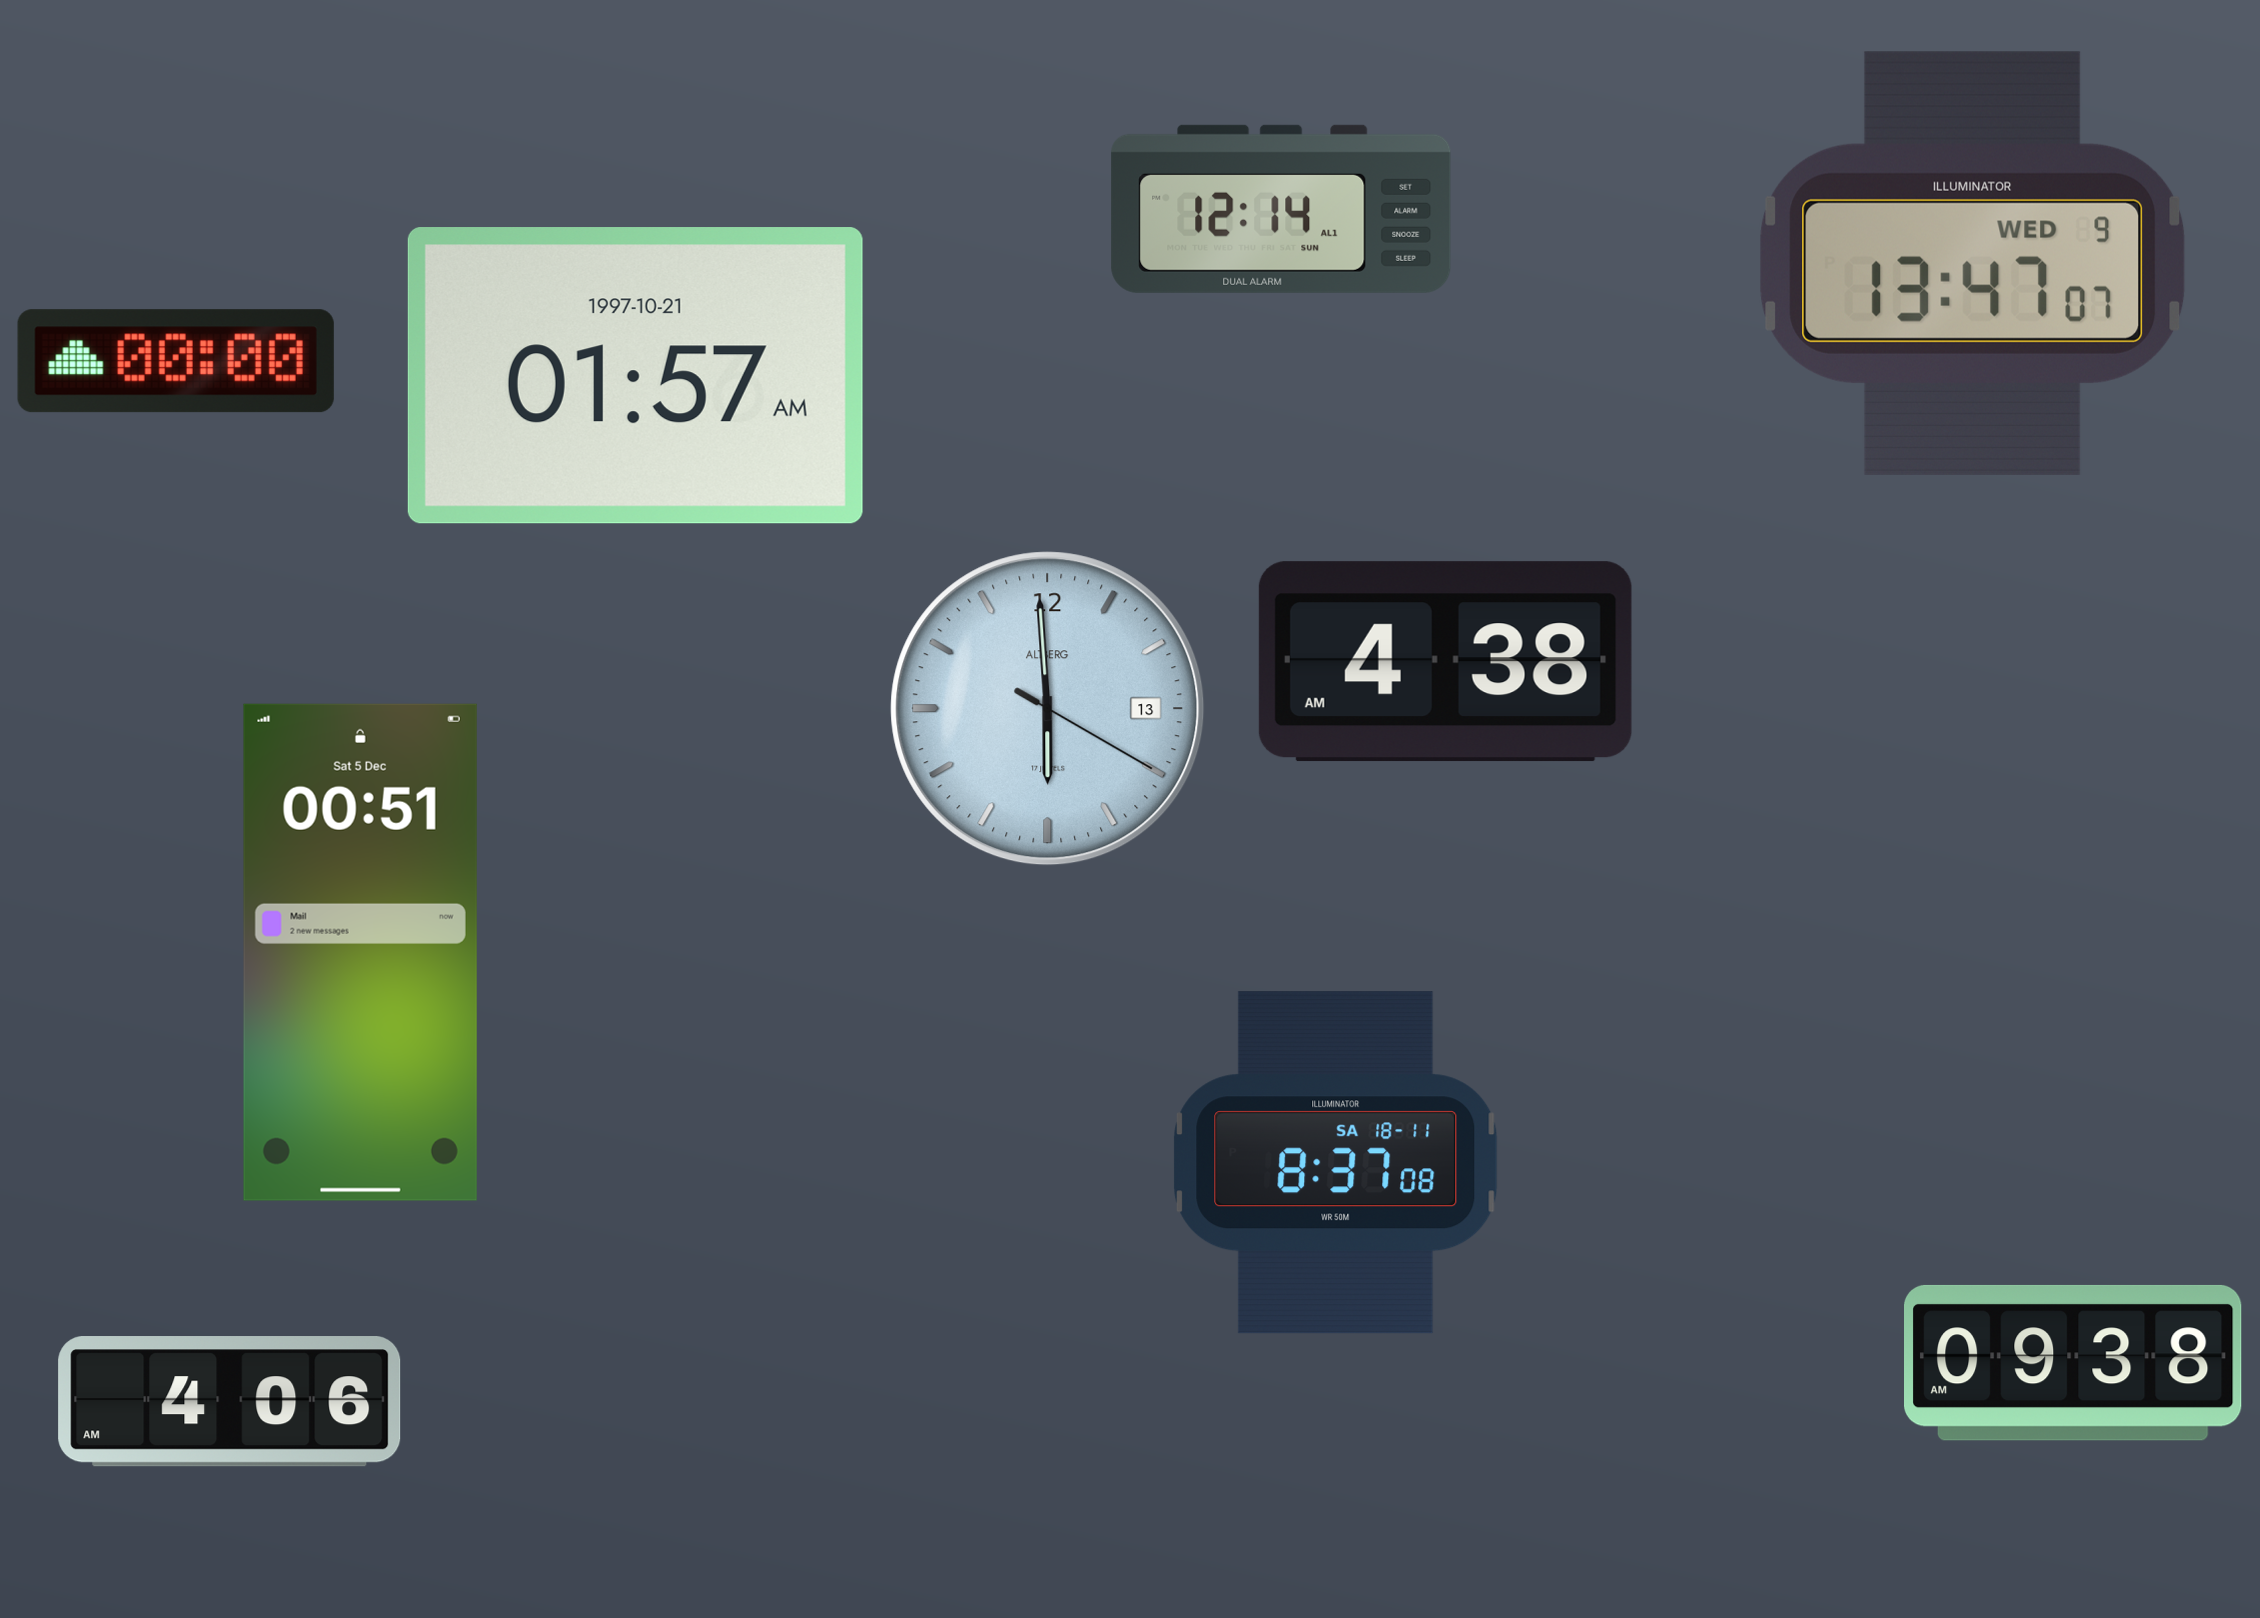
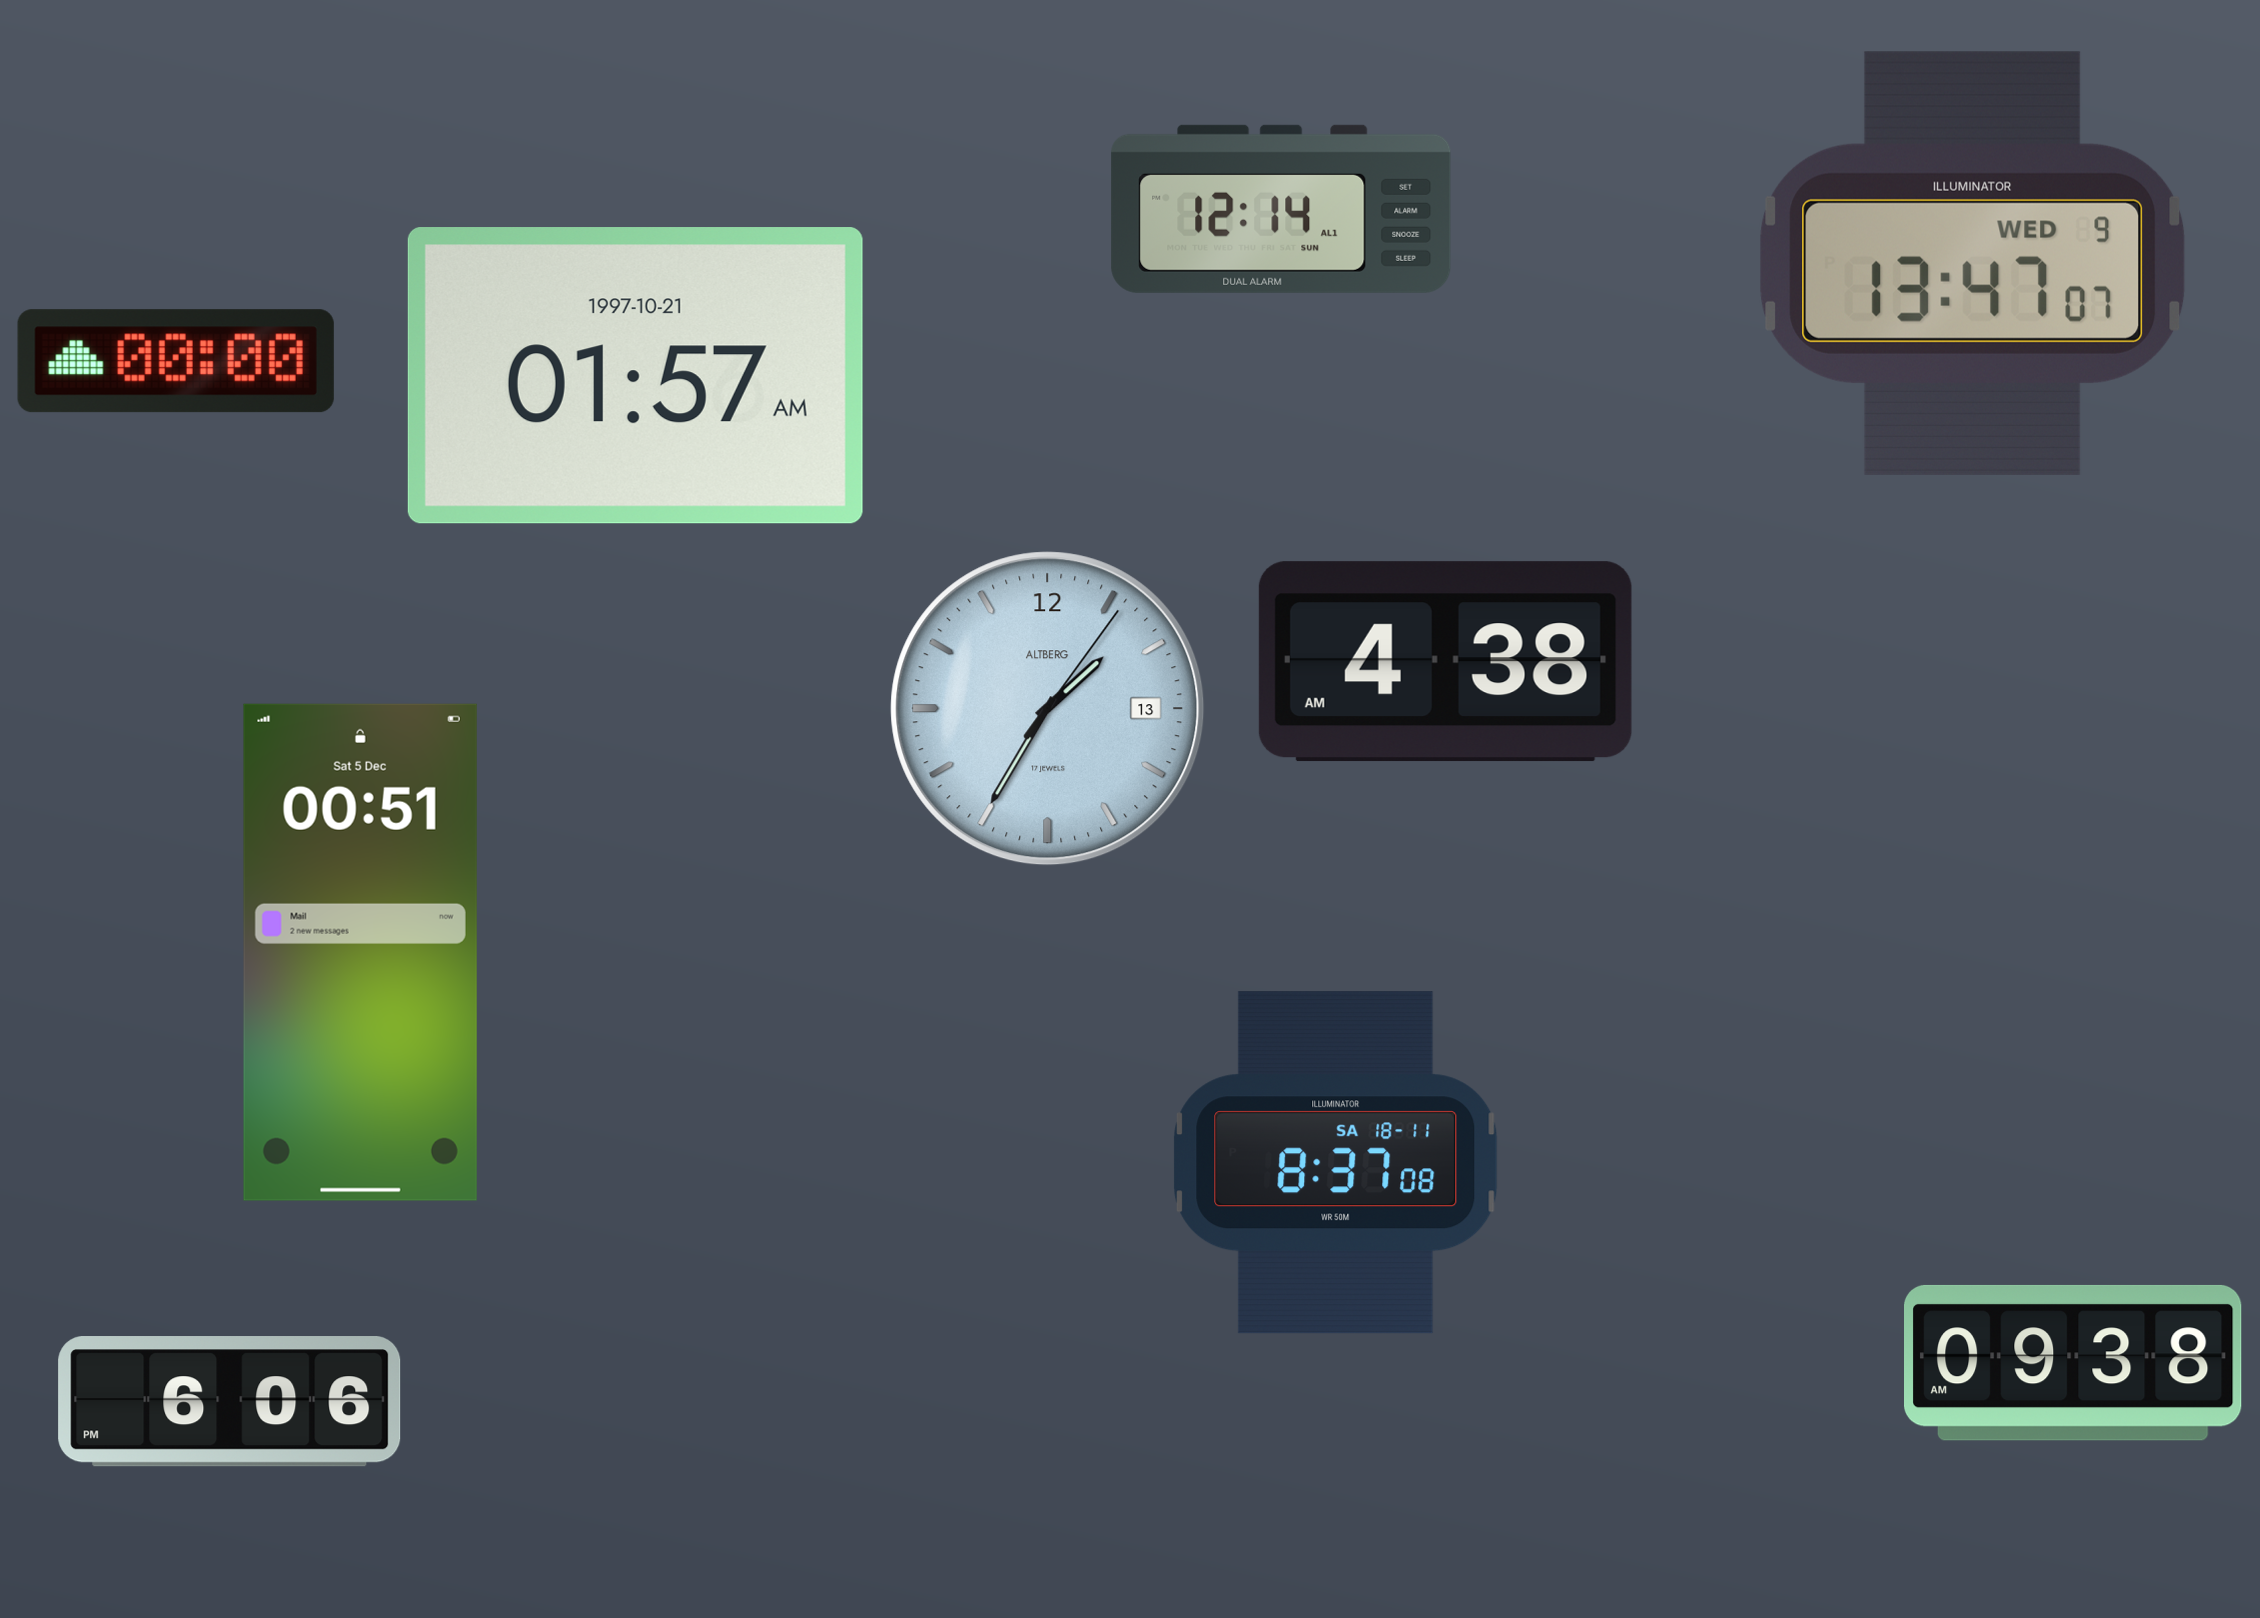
clock at (1048, 709): 5:59 -> 1:35
clock at (230, 1402): 4:06 -> 6:06
